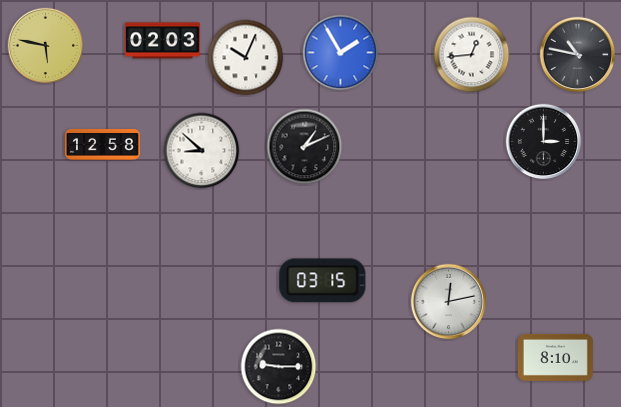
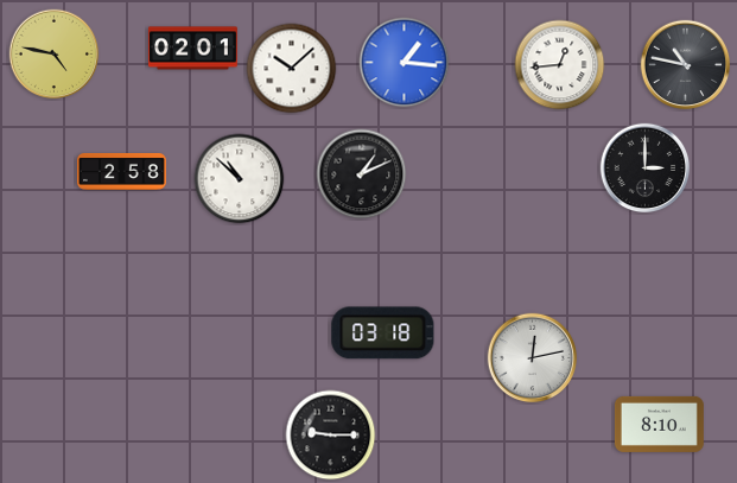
clock at (162, 41): 02:03 -> 02:01
clock at (46, 46): 5:47 -> 4:47
clock at (341, 53): 1:55 -> 1:16
clock at (246, 58): 10:04 -> 10:08
clock at (102, 144): 12:58 -> 2:58
clock at (202, 151): 8:52 -> 10:52
clock at (323, 281): 03:15 -> 03:18
